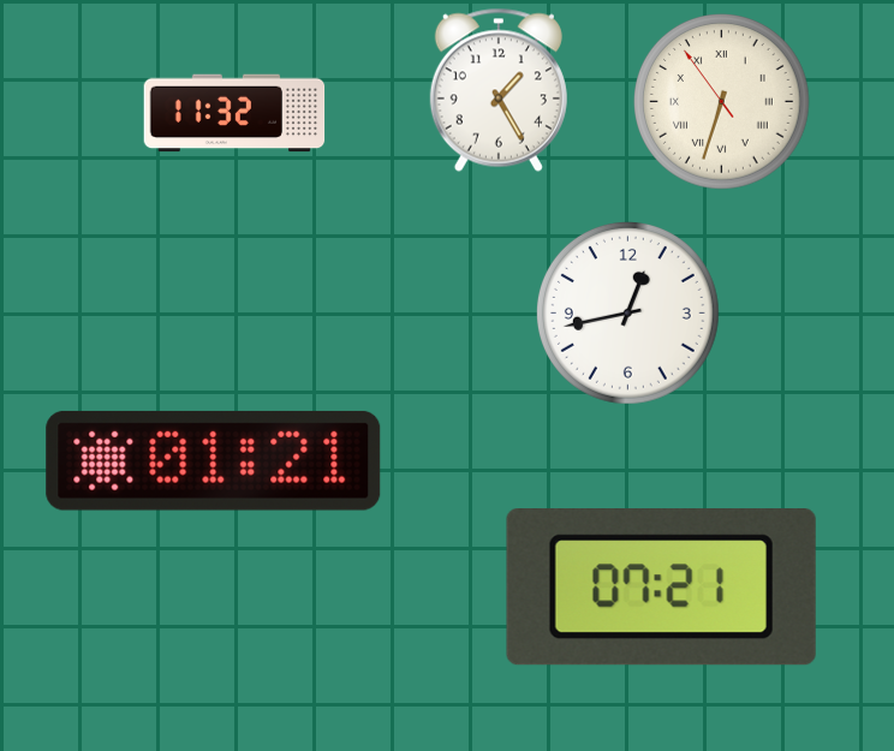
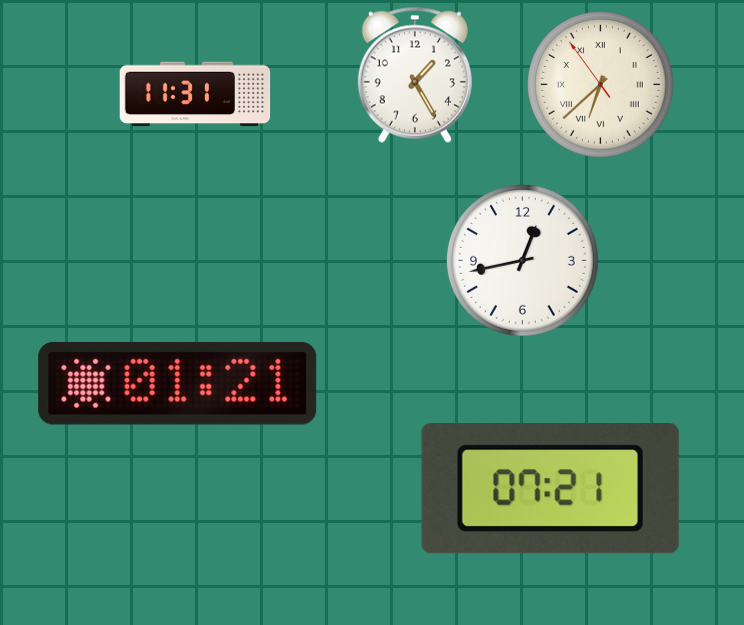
clock at (722, 102): 6:32 -> 6:37
clock at (234, 113): 11:32 -> 11:31
